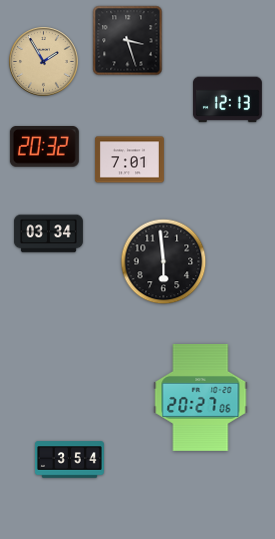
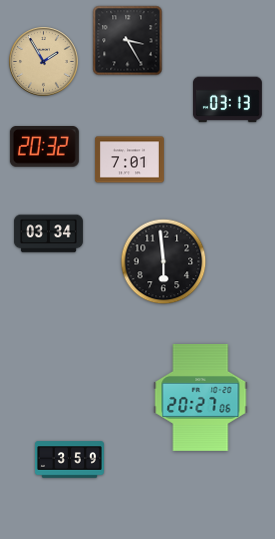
clock at (128, 41): 3:27 -> 3:25
clock at (227, 100): 12:13 -> 03:13
clock at (69, 460): 3:54 -> 3:59
